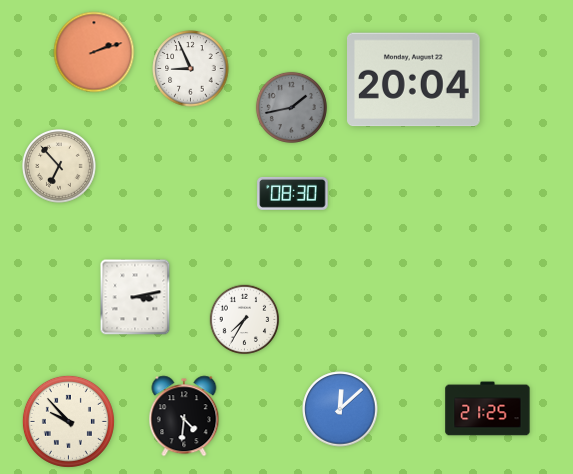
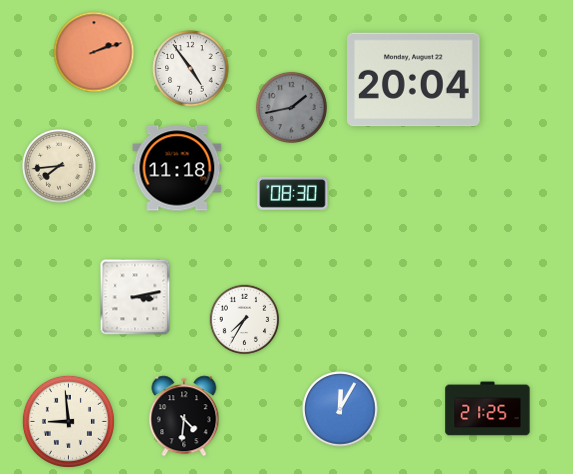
clock at (191, 69): 8:56 -> 4:54
clock at (59, 166): 6:53 -> 7:44
clock at (177, 168): none -> 11:18
clock at (340, 409): 12:08 -> 12:05
clock at (68, 421): 9:53 -> 8:59
